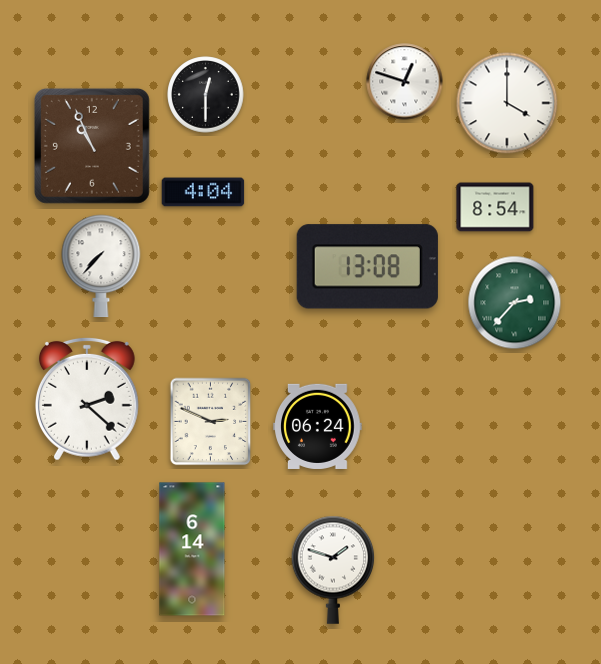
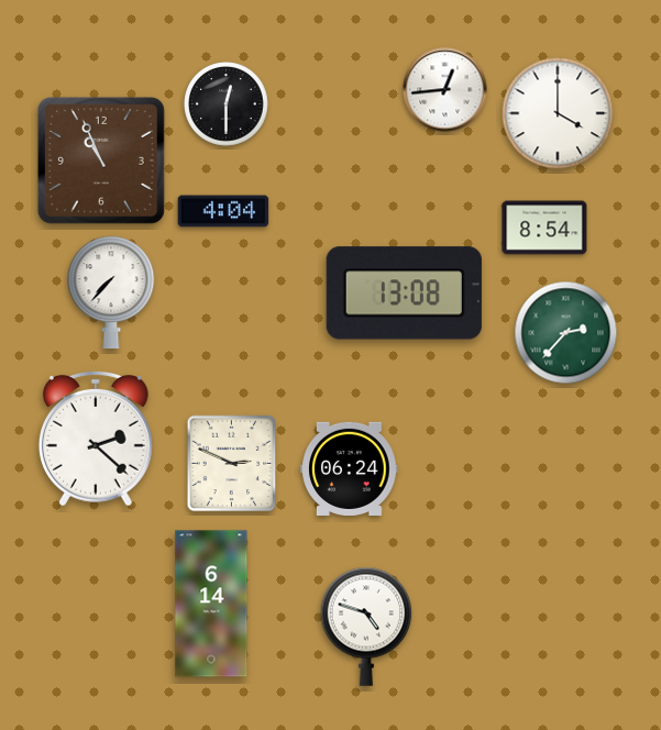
clock at (405, 82): 12:48 -> 12:44
clock at (333, 570): 1:48 -> 4:48
